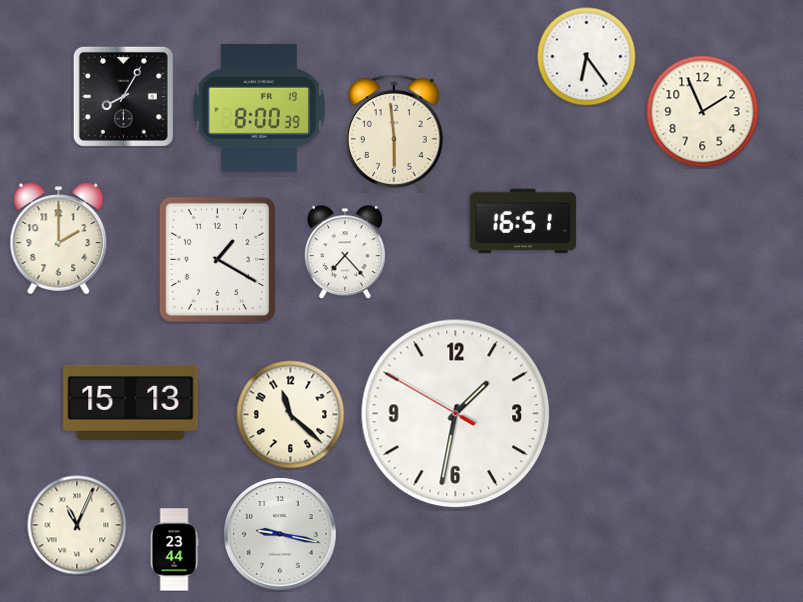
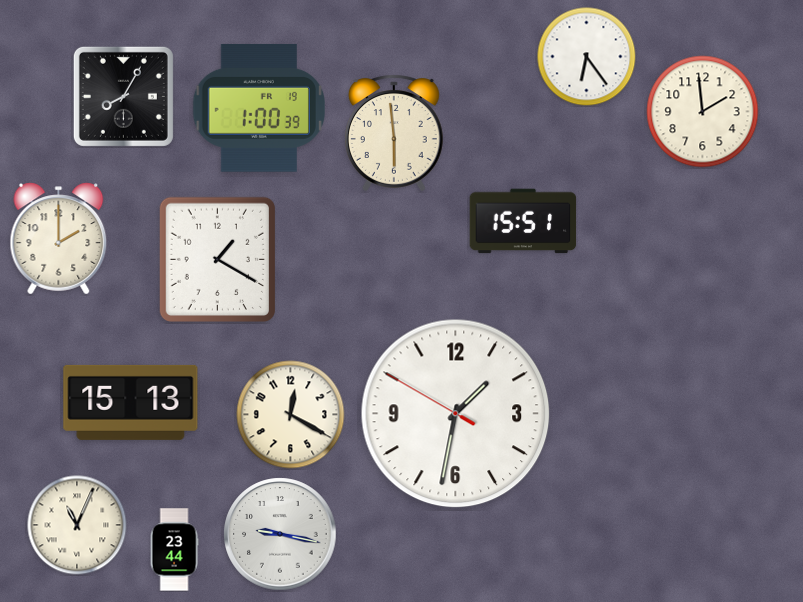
clock at (259, 108): 8:00 -> 1:00
clock at (703, 112): 1:56 -> 1:59
clock at (523, 221): 16:51 -> 15:51
clock at (345, 252): 7:23 -> none
clock at (291, 415): 11:22 -> 12:20
